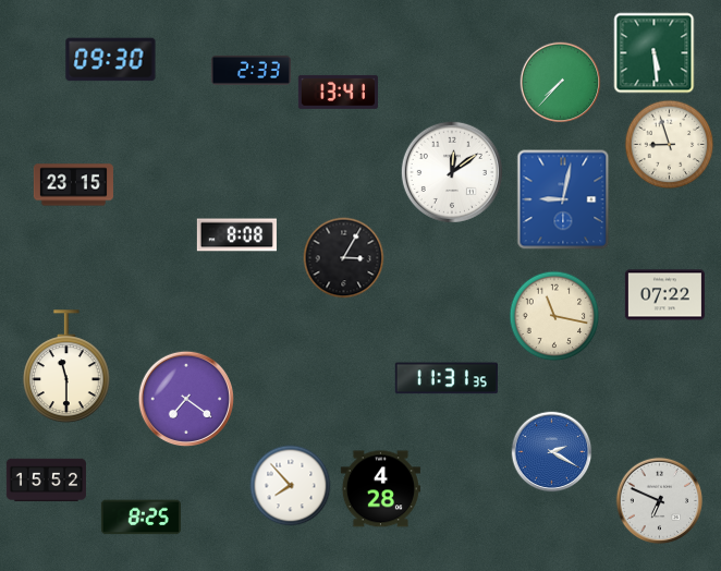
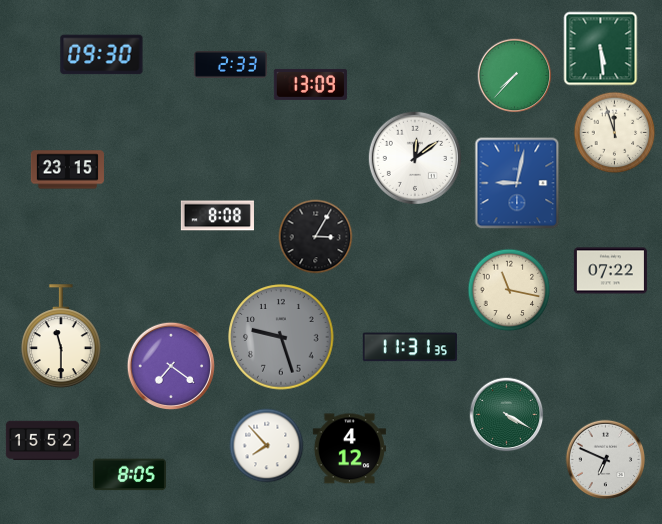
clock at (338, 92): 13:41 -> 13:09
clock at (670, 145): 8:57 -> 11:57
clock at (281, 337): none -> 9:27
clock at (552, 452): 2:20 -> 4:20
clock at (552, 452) dial: blue -> green
clock at (380, 489): 4:28 -> 4:12
clock at (140, 518): 8:25 -> 8:05
